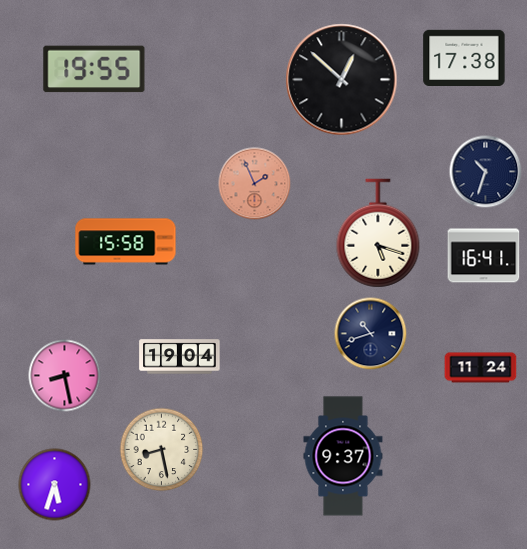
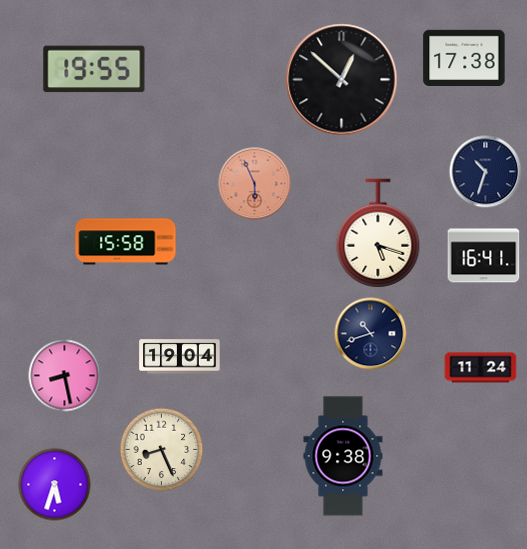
clock at (255, 184): 1:56 -> 5:56
clock at (162, 450): 8:28 -> 8:26
clock at (343, 456): 9:37 -> 9:38
